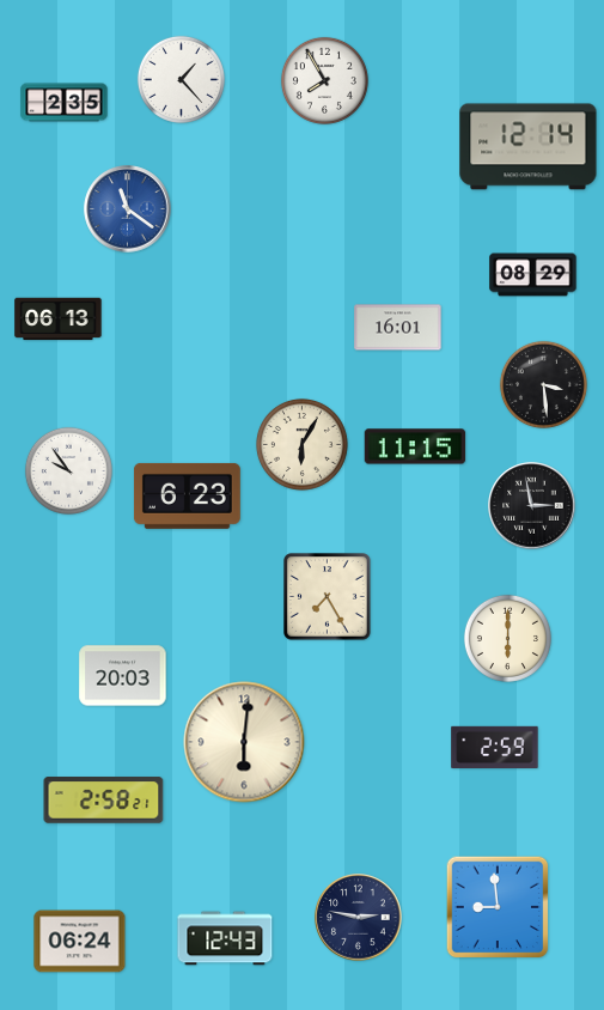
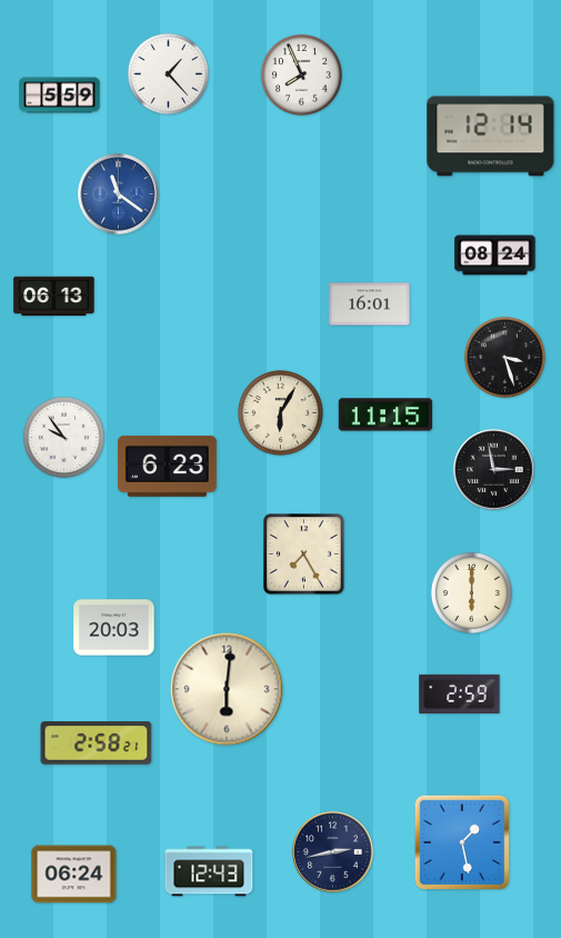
clock at (324, 80): 7:55 -> 7:56
clock at (65, 103): 2:35 -> 5:59
clock at (533, 275): 08:29 -> 08:24
clock at (543, 384): 3:29 -> 3:27
clock at (187, 495) position: (187, 495) -> (167, 466)
clock at (498, 907): 8:59 -> 1:28
clock at (359, 918): 2:47 -> 2:43
